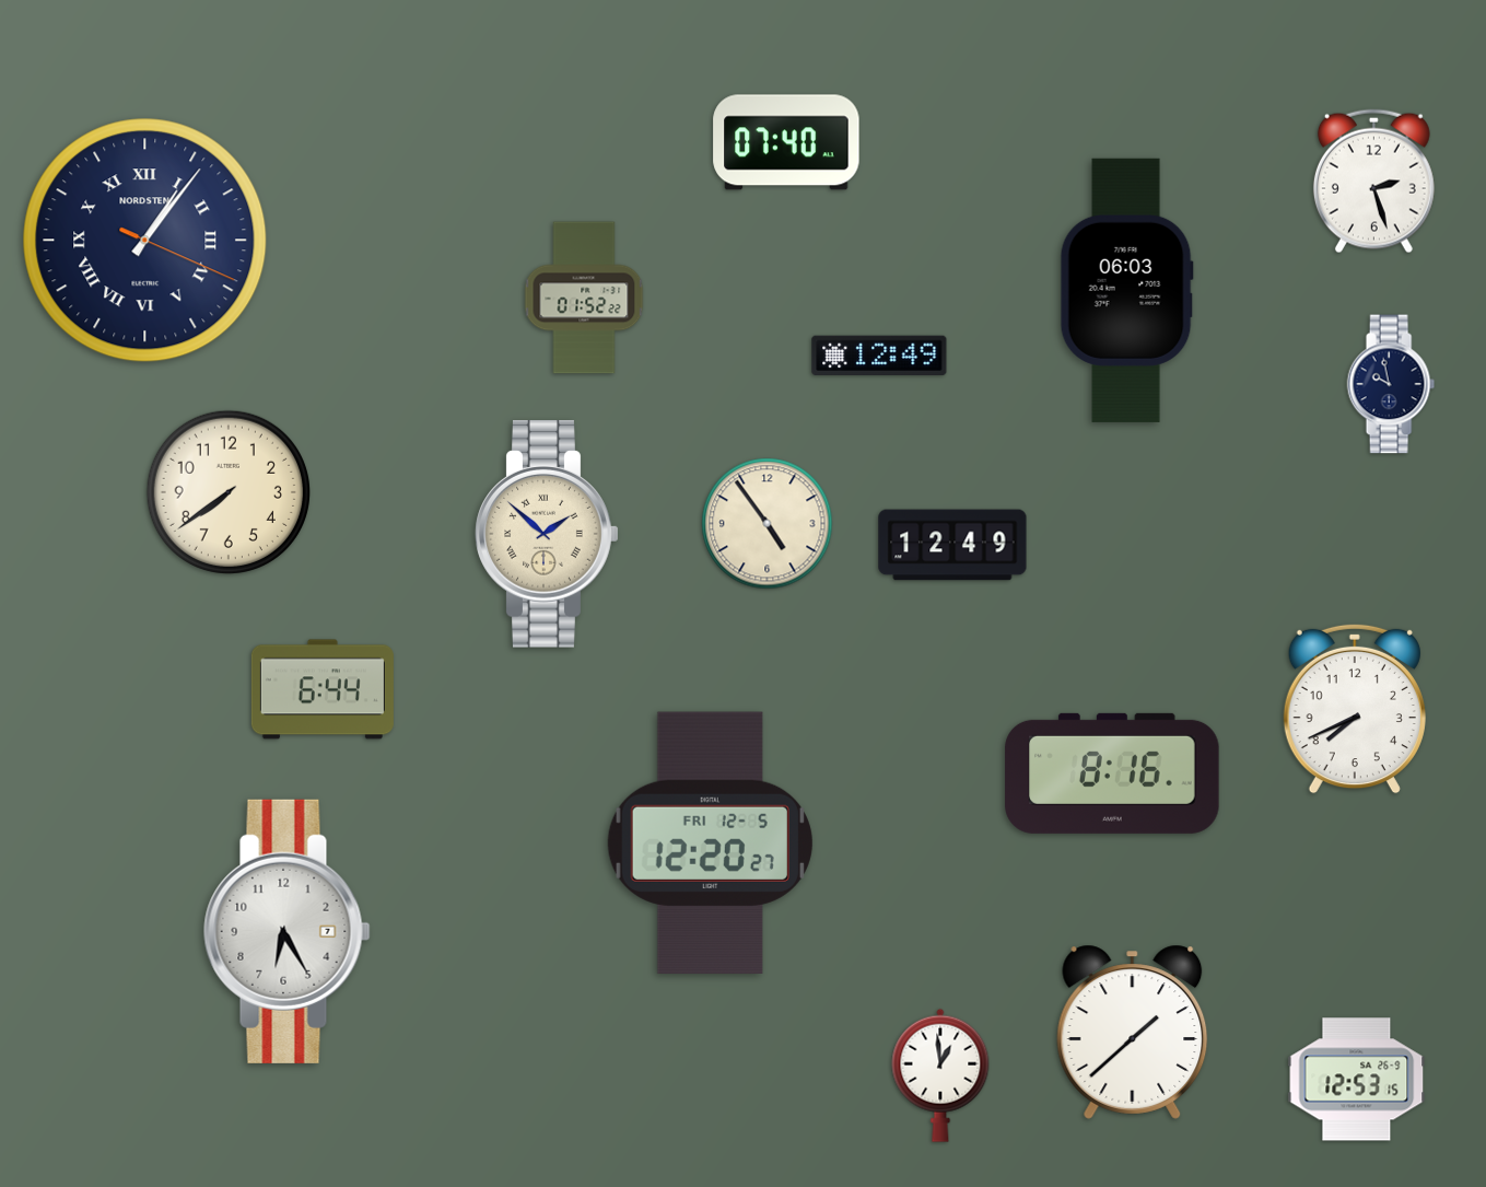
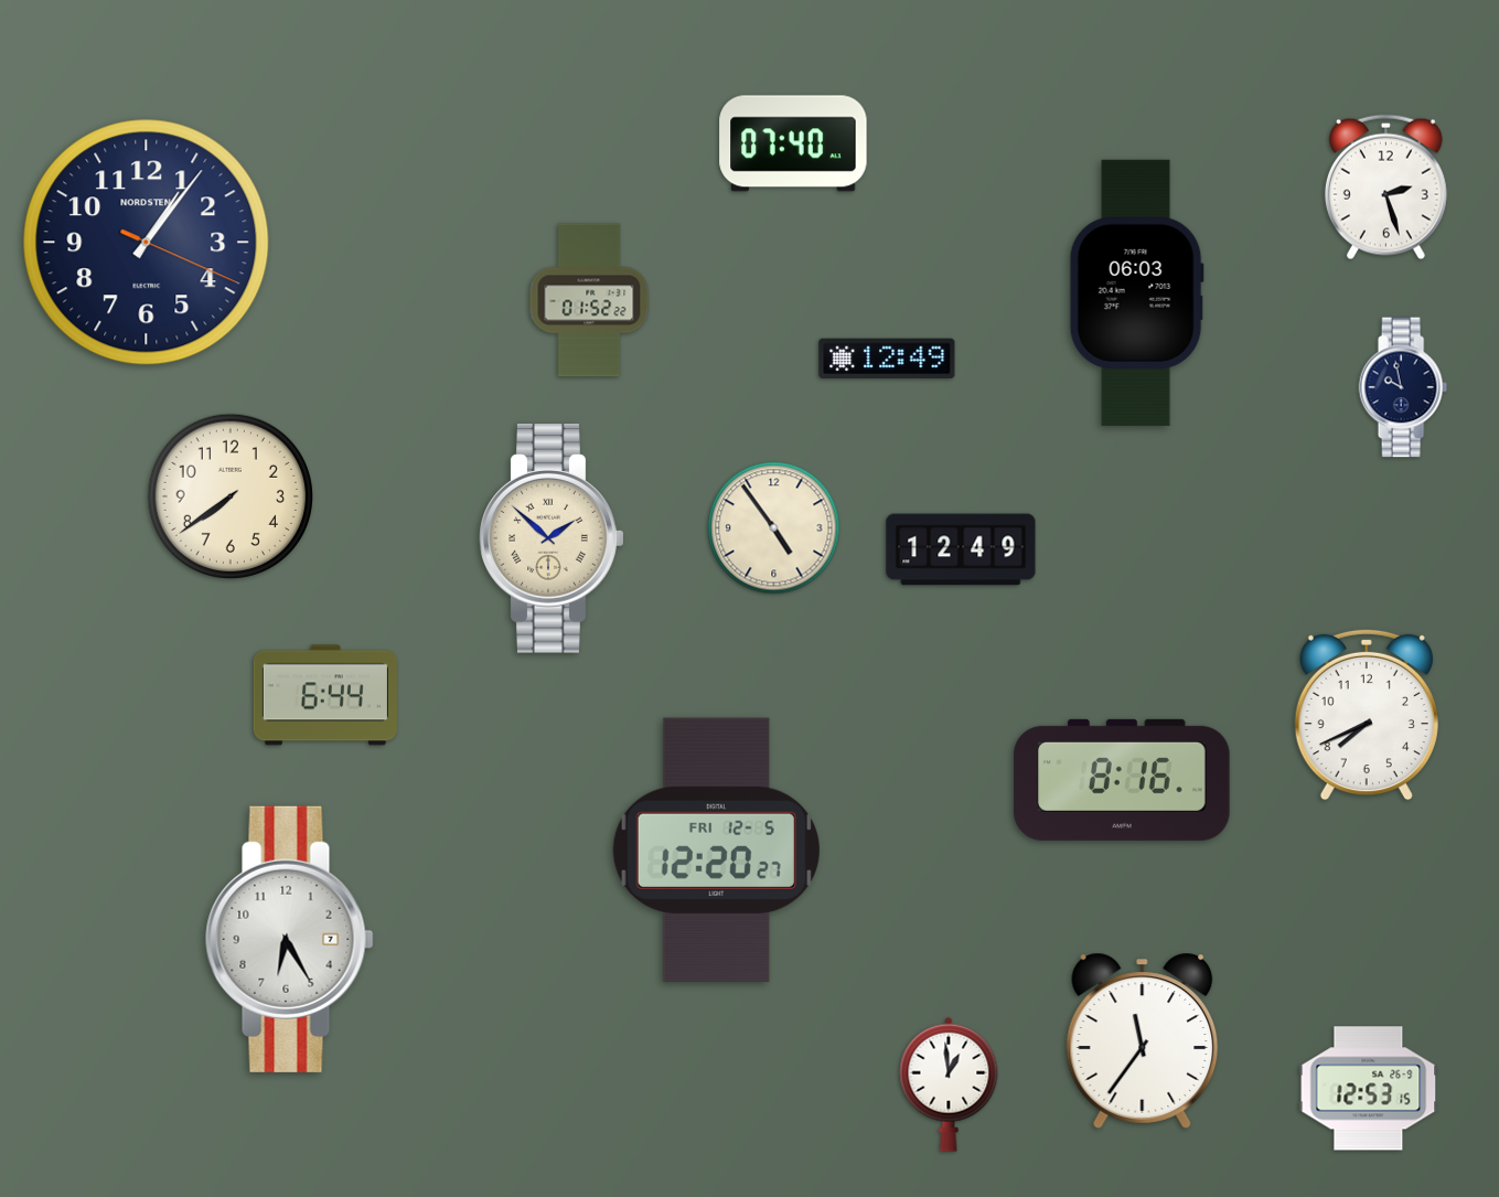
clock at (1373, 182) position: (1373, 182) -> (1385, 188)
clock at (145, 241) numerals: Roman -> Arabic
clock at (1133, 1032): 1:38 -> 11:36
